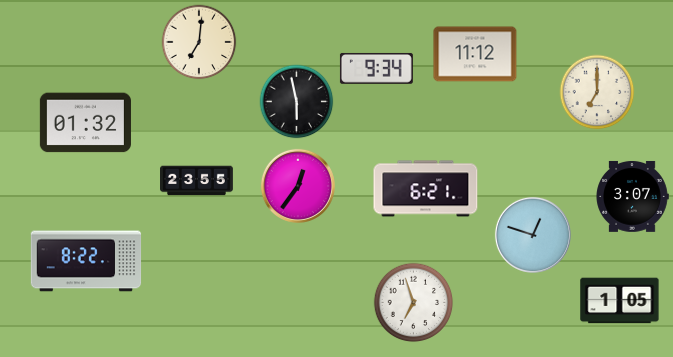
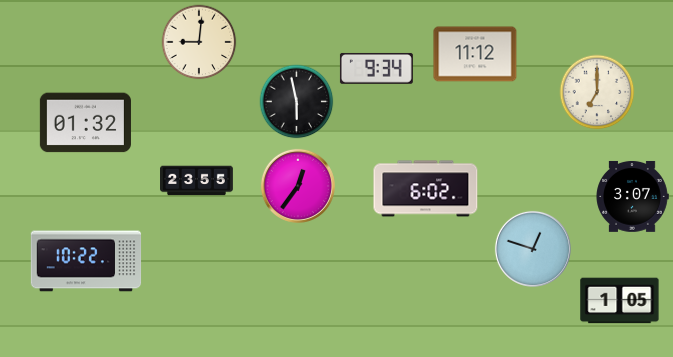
clock at (199, 42): 7:01 -> 9:01
clock at (426, 189): 6:21 -> 6:02
clock at (533, 235) position: (533, 235) -> (533, 249)
clock at (86, 261): 8:22 -> 10:22
clock at (414, 303): 6:57 -> none
